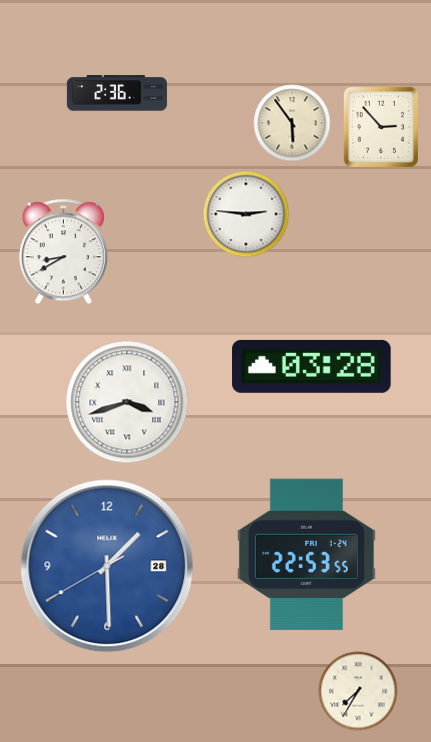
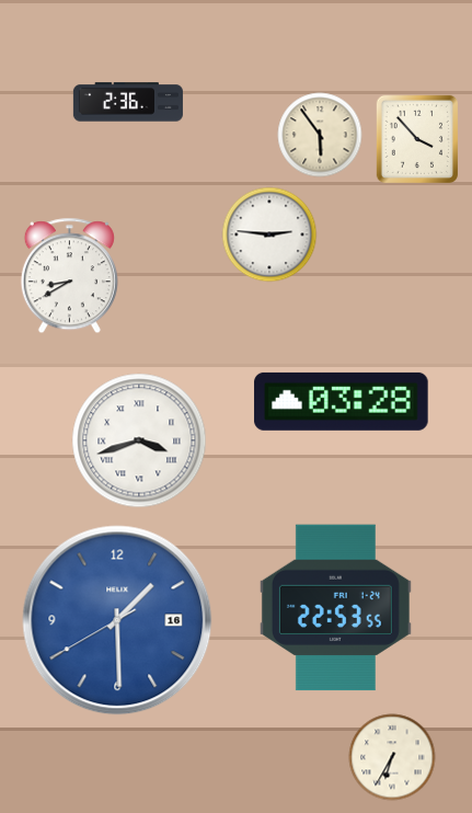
clock at (380, 126): 2:53 -> 3:53
clock at (107, 566) date: 28 -> 16
clock at (358, 691): 7:35 -> 6:35
